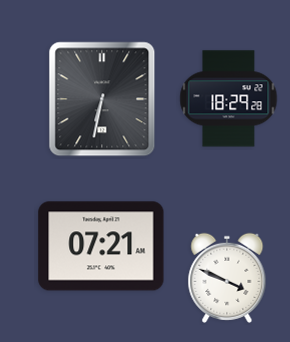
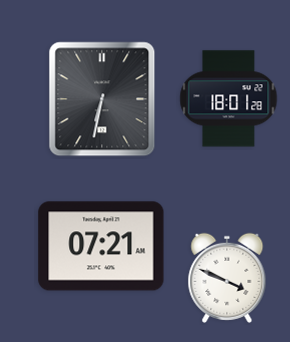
clock at (229, 99): 18:29 -> 18:01
